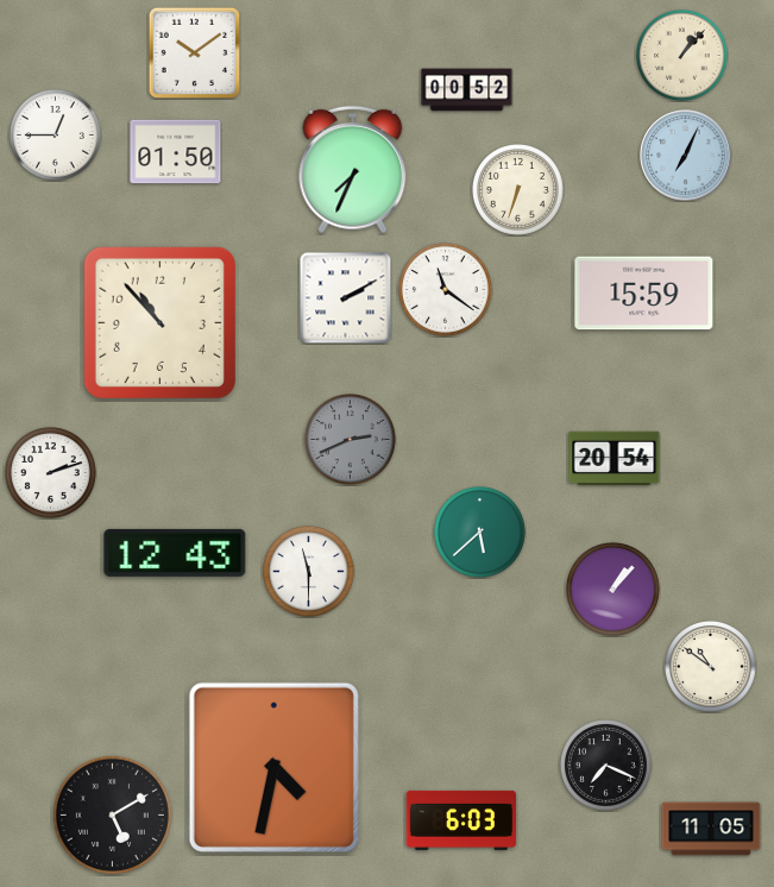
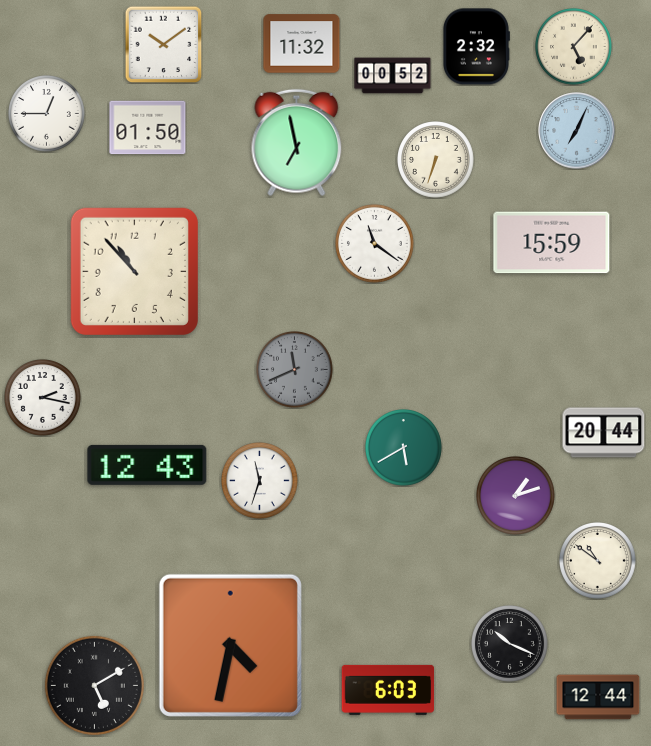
clock at (302, 44): none -> 11:32
clock at (476, 47): none -> 2:32
clock at (682, 56): 1:07 -> 5:07
clock at (353, 170): 7:34 -> 6:58
clock at (644, 294) position: (644, 294) -> (552, 243)
clock at (345, 297): 2:10 -> none
clock at (351, 440): 2:41 -> 11:41
clock at (615, 459): 20:54 -> none
clock at (51, 473): 2:12 -> 2:17
clock at (604, 433): none -> 20:44
clock at (480, 533): 5:38 -> 5:40
clock at (309, 572): 11:30 -> 11:33
clock at (613, 590): 1:07 -> 1:12
clock at (606, 766): 7:19 -> 10:19
clock at (711, 829): 11:05 -> 12:44
